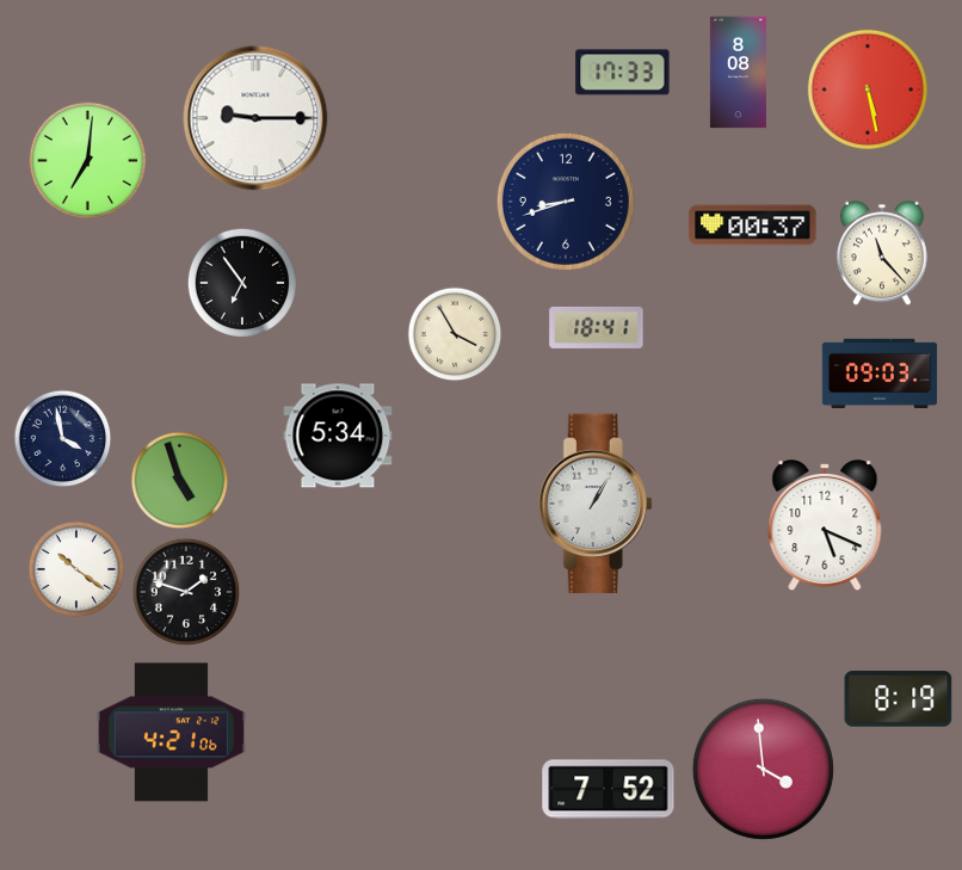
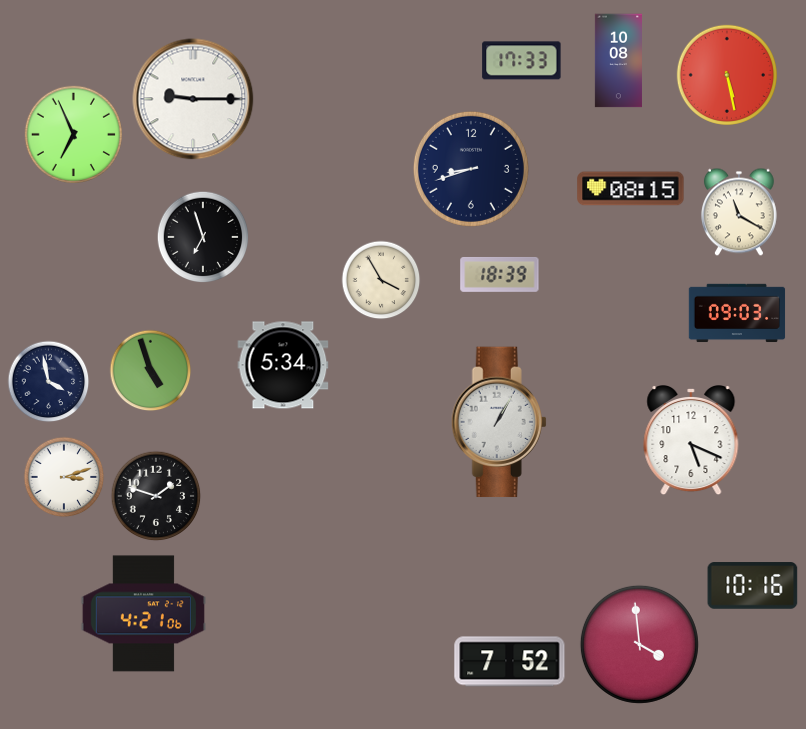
clock at (738, 73): 8:08 -> 10:08
clock at (255, 118) position: (255, 118) -> (193, 99)
clock at (87, 160): 7:01 -> 6:56
clock at (566, 202) position: (566, 202) -> (471, 169)
clock at (753, 226): 00:37 -> 08:15
clock at (882, 253): 11:23 -> 11:20
clock at (242, 283): 6:54 -> 6:57
clock at (597, 327): 18:41 -> 18:39
clock at (63, 439) position: (63, 439) -> (49, 382)
clock at (180, 481) position: (180, 481) -> (151, 371)
clock at (76, 569): 10:21 -> 3:12
clock at (899, 699): 8:19 -> 10:16
